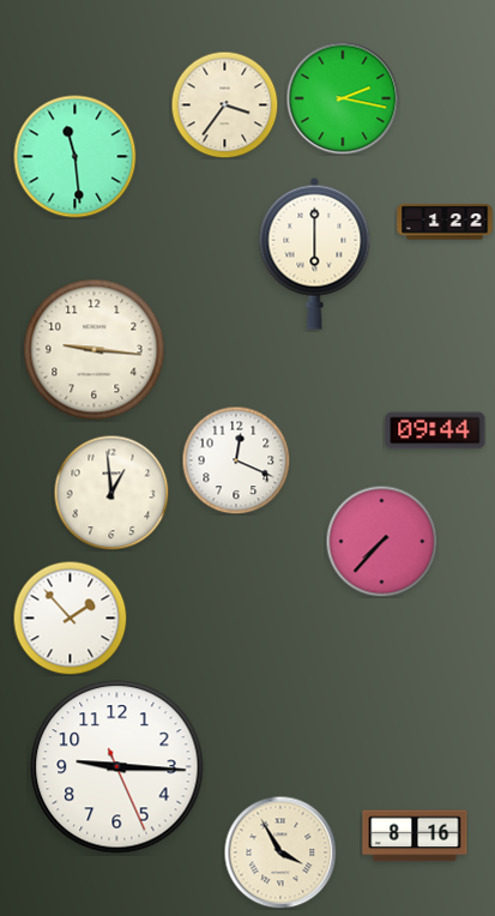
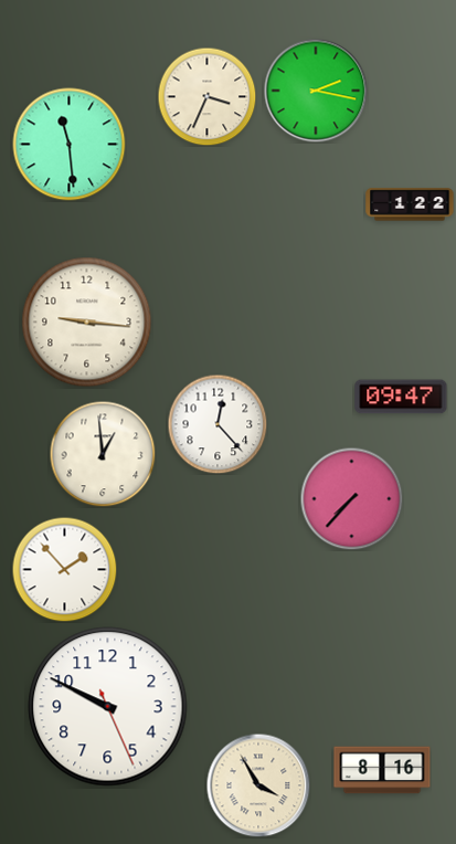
clock at (224, 104): 3:36 -> 3:34
clock at (315, 253): 6:00 -> none
clock at (435, 430): 09:44 -> 09:47
clock at (236, 460): 12:19 -> 12:23
clock at (117, 767): 9:15 -> 9:49
